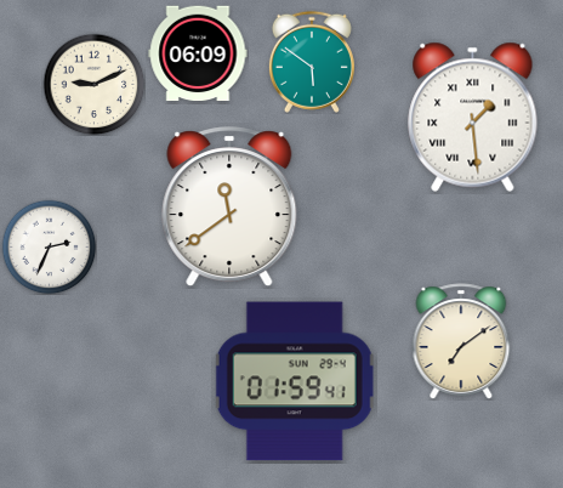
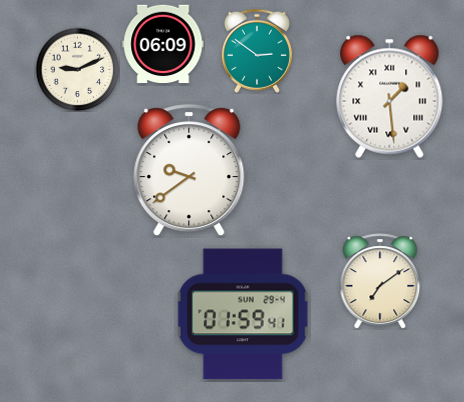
clock at (312, 62): 5:51 -> 2:51
clock at (229, 208): 11:39 -> 9:39
clock at (49, 246): 2:34 -> none
